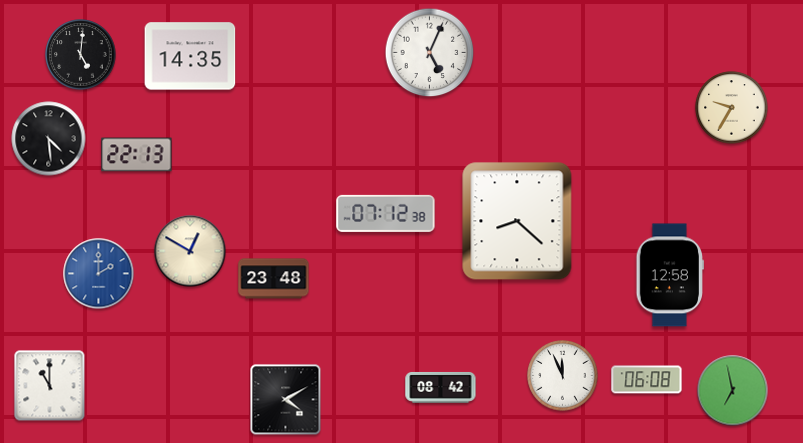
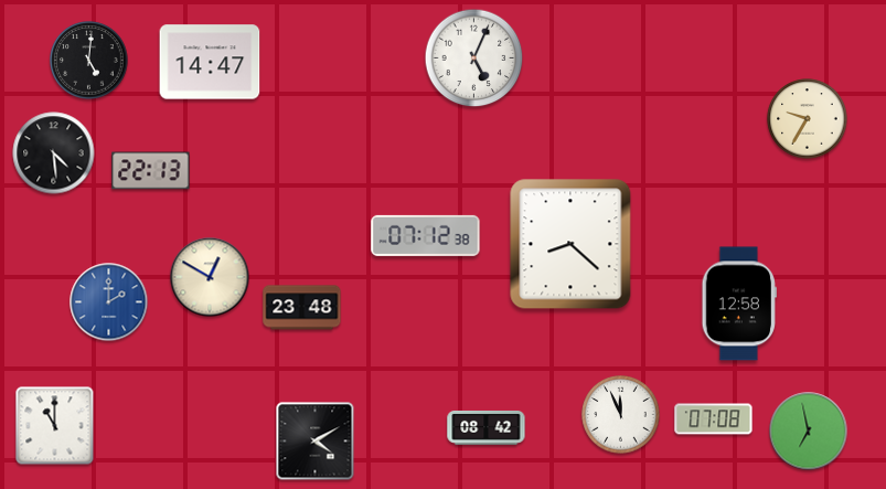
clock at (190, 56): 14:35 -> 14:47
clock at (647, 380): 06:08 -> 07:08
